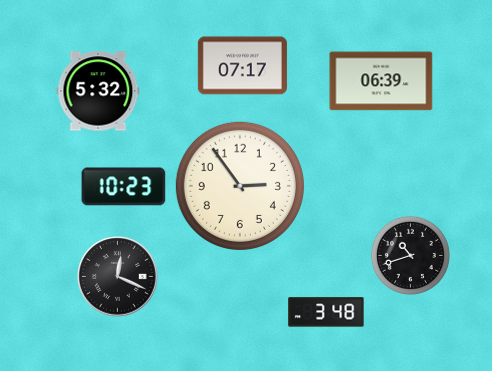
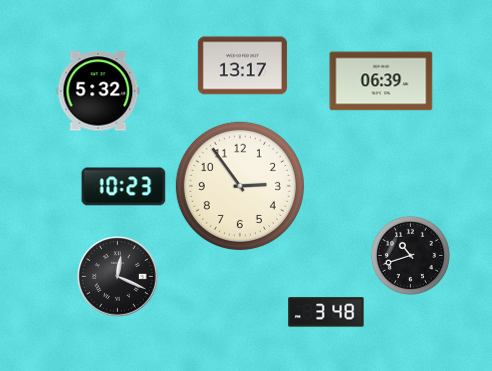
clock at (242, 66): 07:17 -> 13:17
